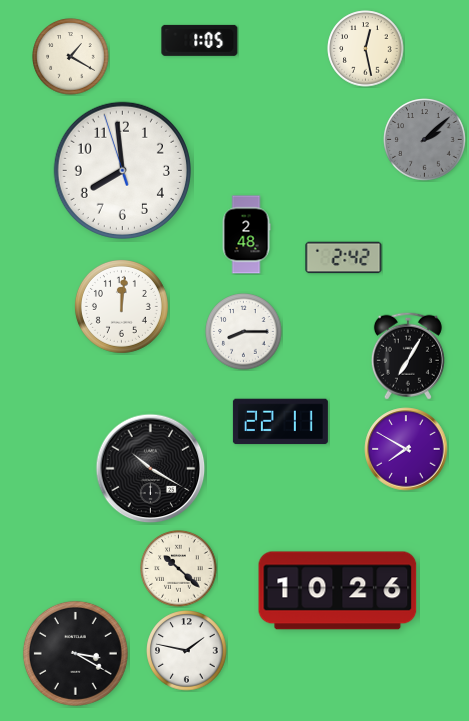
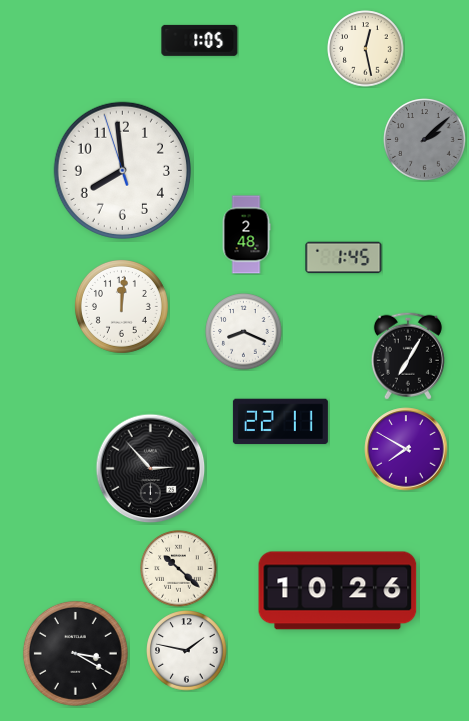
clock at (71, 57): 1:20 -> none
clock at (344, 258): 2:42 -> 1:45
clock at (244, 332): 8:15 -> 8:19
clock at (151, 469): 10:20 -> 2:53
